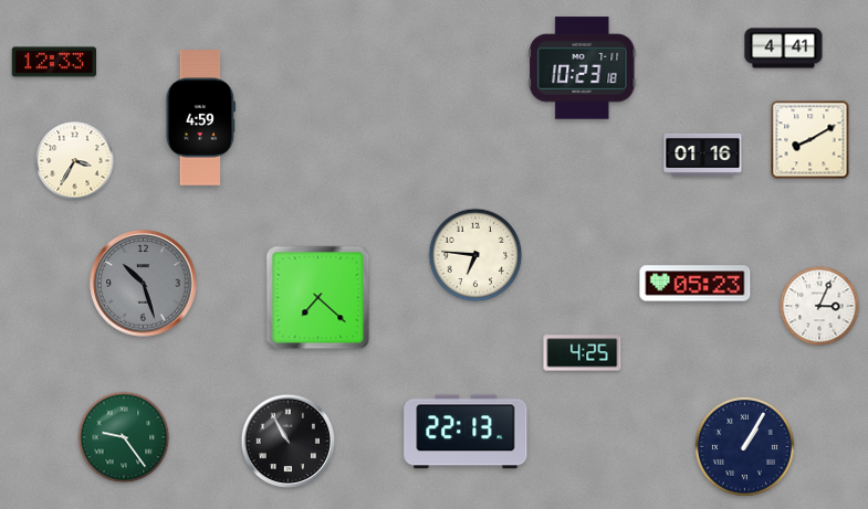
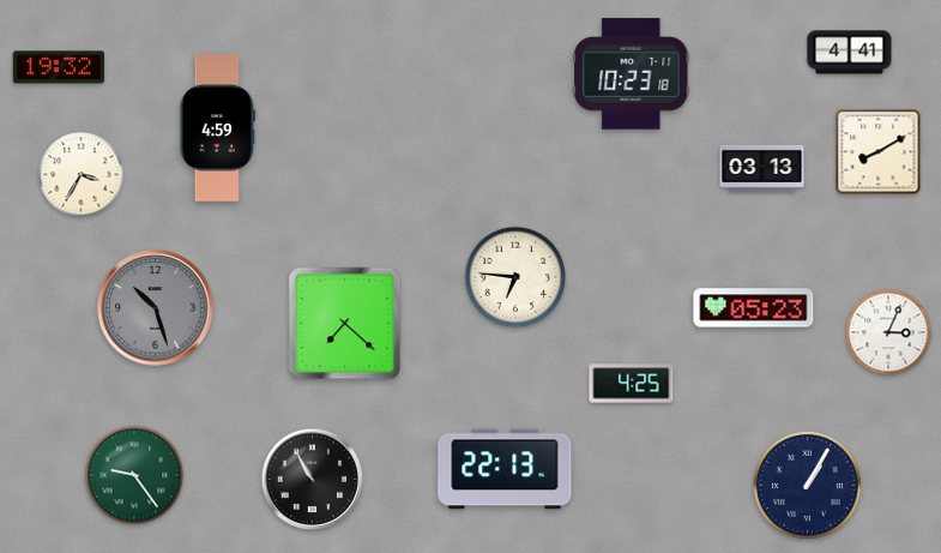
clock at (53, 62): 12:33 -> 19:32
clock at (703, 155): 01:16 -> 03:13
